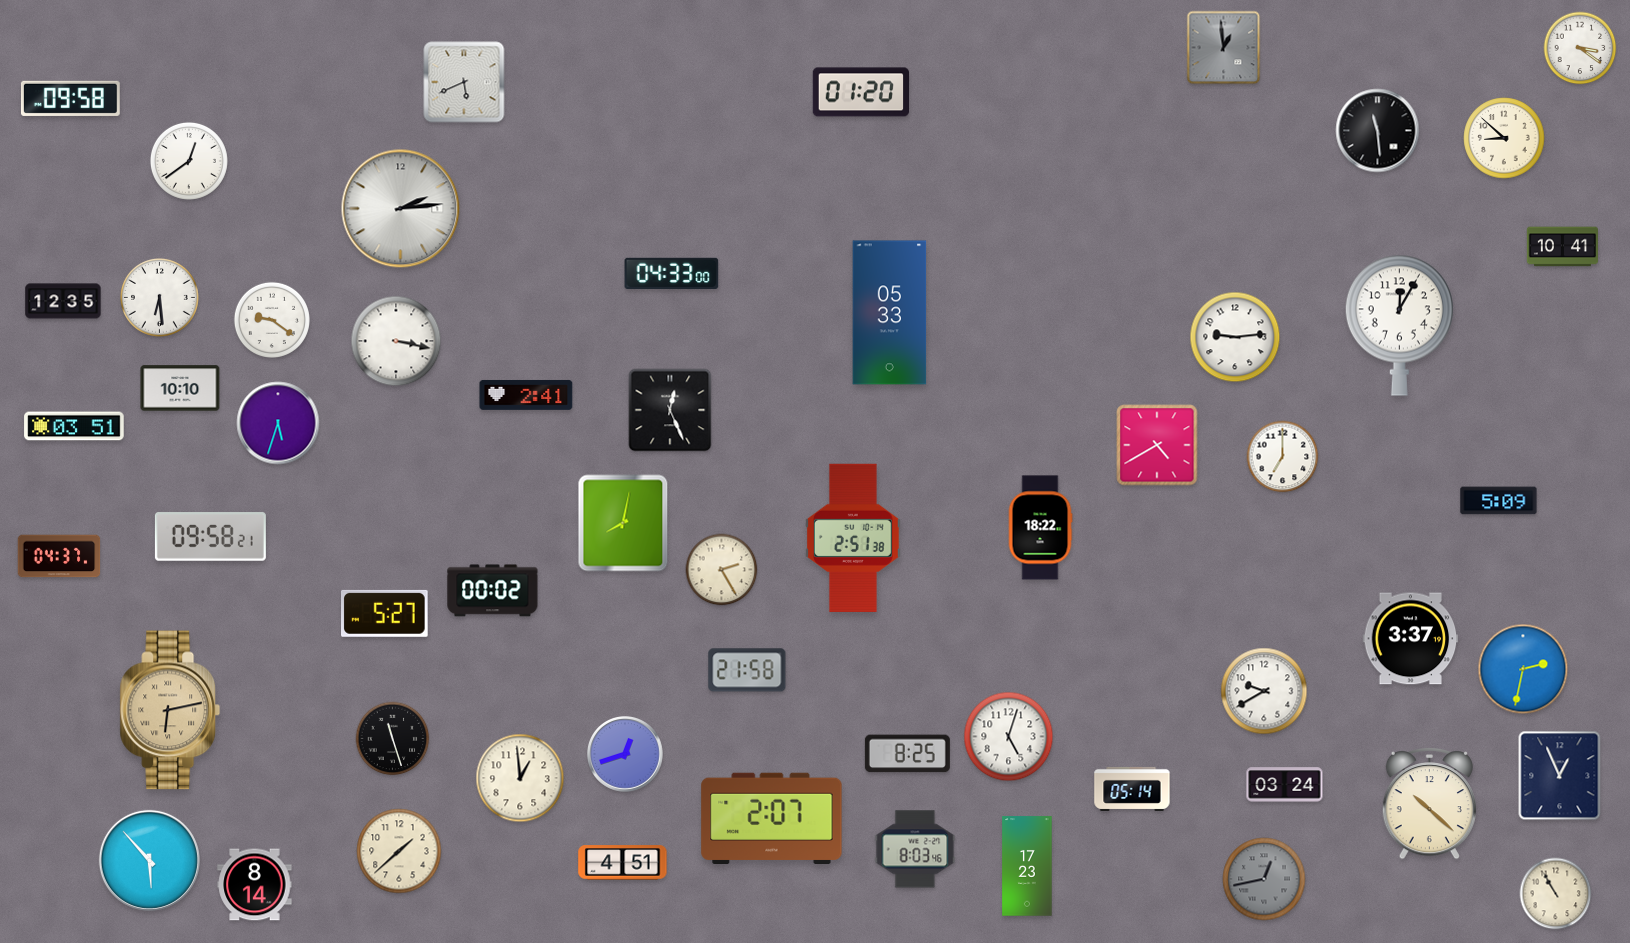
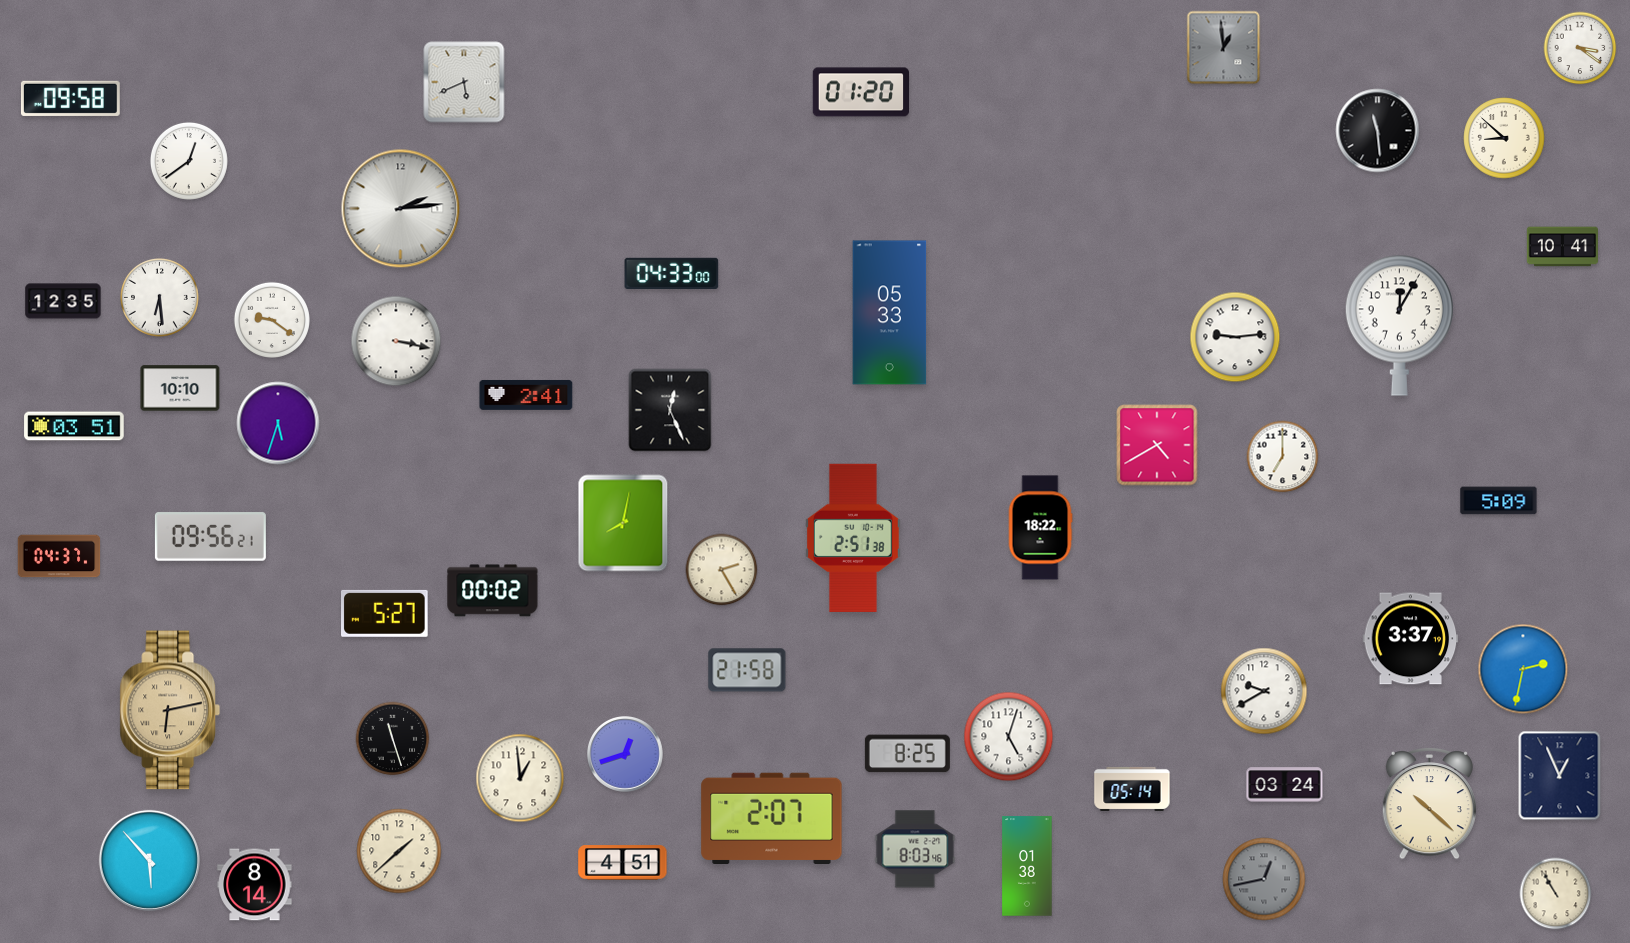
clock at (210, 537): 09:58 -> 09:56
clock at (1027, 866): 17:23 -> 01:38
